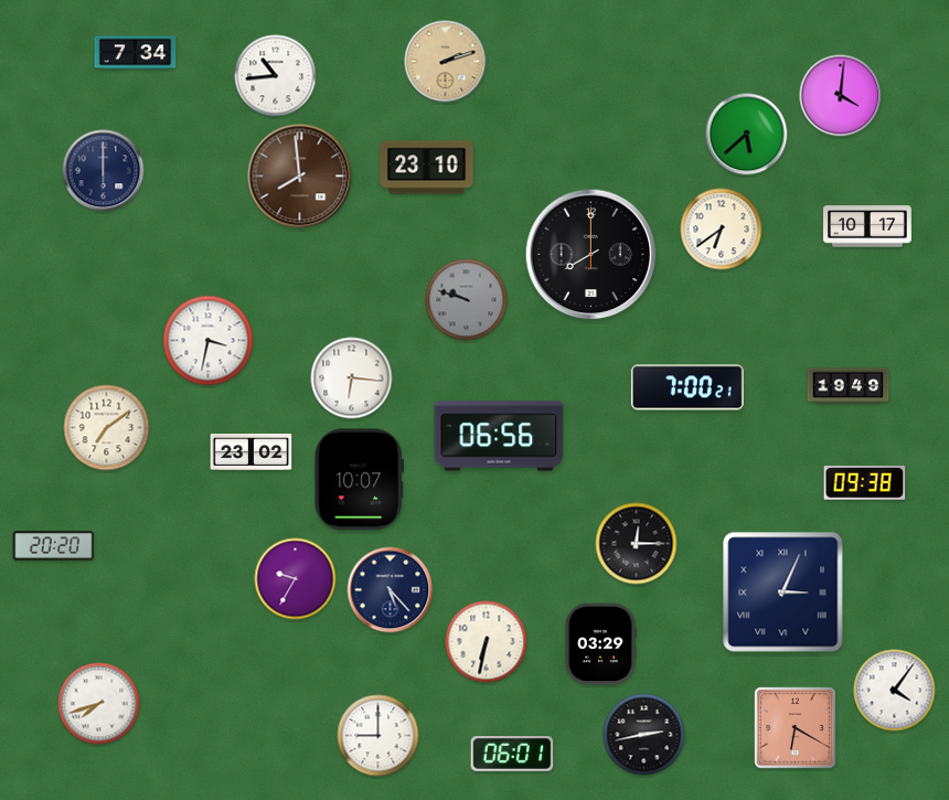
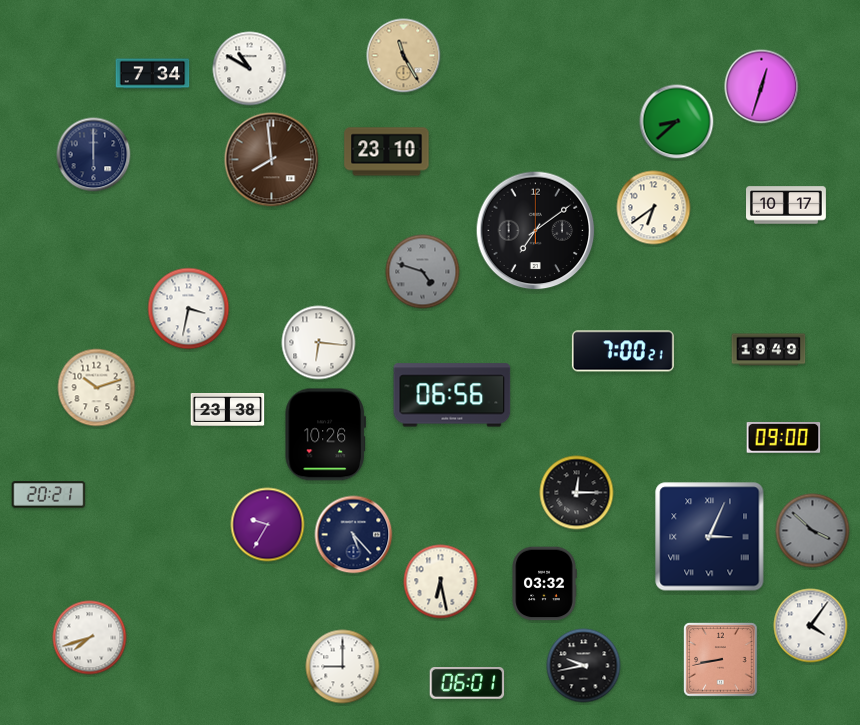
clock at (136, 53) position: (136, 53) -> (153, 74)
clock at (446, 62): 2:12 -> 11:25
clock at (276, 76): 10:44 -> 10:50
clock at (841, 96): 4:01 -> 12:33
clock at (747, 135): 5:38 -> 8:38
clock at (591, 255): 8:00 -> 7:09
clock at (467, 300): 9:48 -> 4:48
clock at (107, 428): 7:09 -> 10:12
clock at (252, 452): 23:02 -> 23:38
clock at (359, 480): 10:07 -> 10:26
clock at (865, 483): 09:38 -> 09:00
clock at (54, 546): 20:20 -> 20:21
clock at (813, 531): none -> 3:52
clock at (487, 642): 6:32 -> 6:28
clock at (600, 644): 03:29 -> 03:32
clock at (796, 728): 6:20 -> 8:43
clock at (644, 735): 2:43 -> 9:43
clock at (512, 755) position: (512, 755) -> (467, 684)
